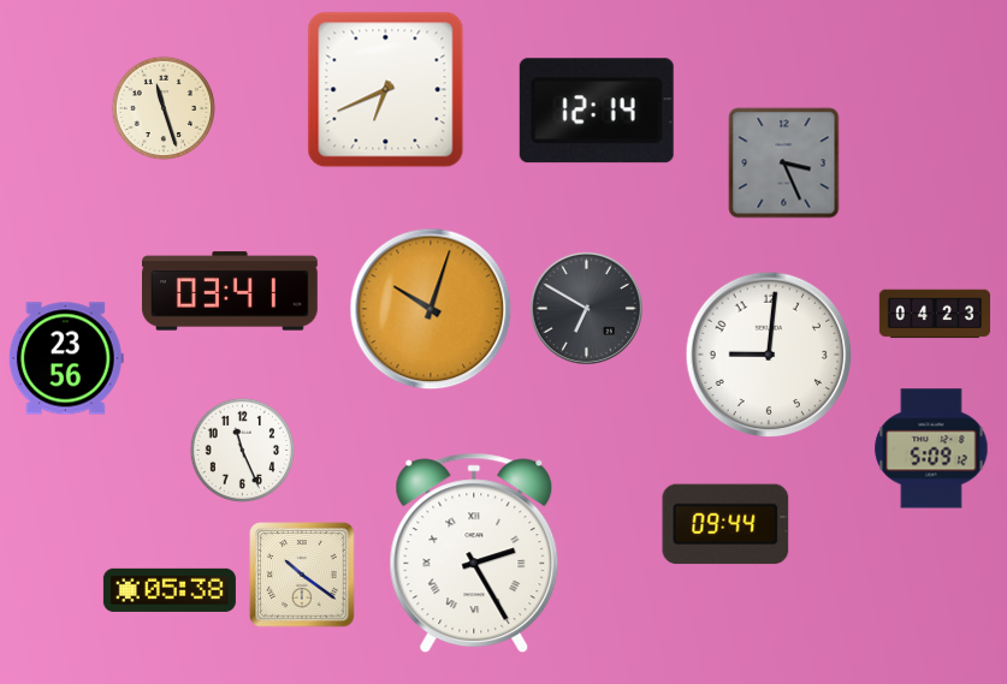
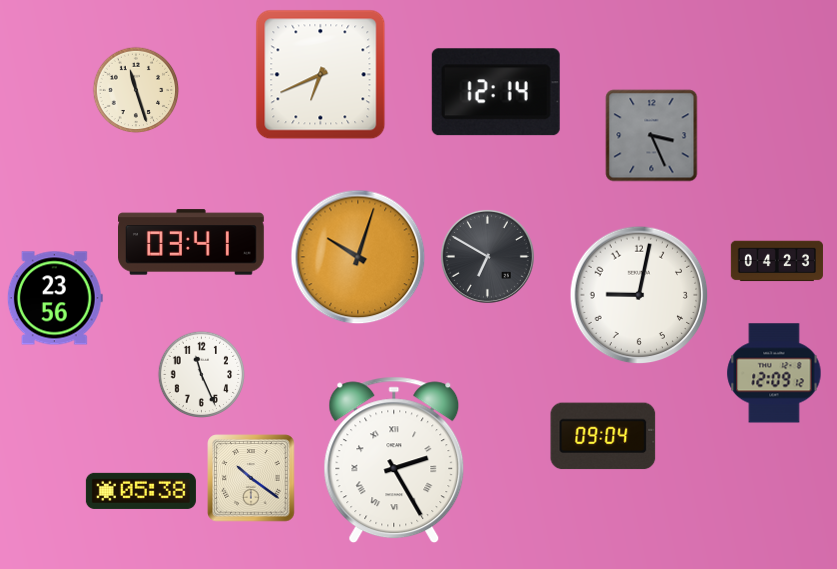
clock at (769, 355): 9:01 -> 9:02
clock at (931, 448): 5:09 -> 12:09
clock at (725, 524): 09:44 -> 09:04
